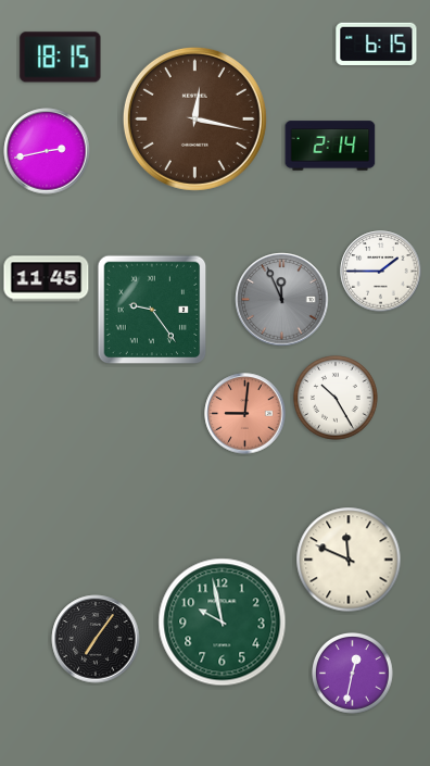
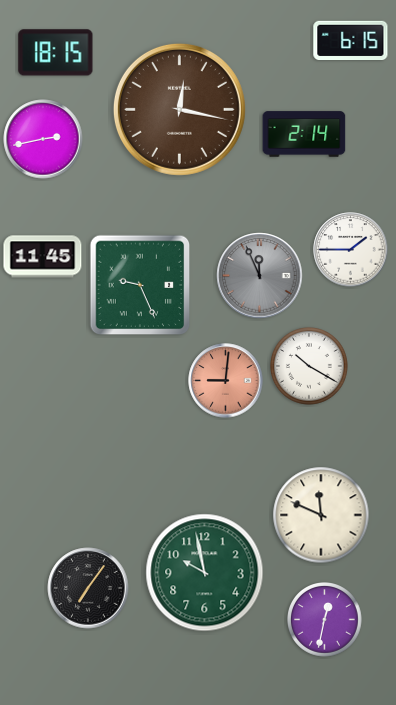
clock at (377, 43) position: (377, 43) -> (351, 40)
clock at (152, 310): 9:24 -> 9:26
clock at (336, 398): 10:25 -> 10:20
